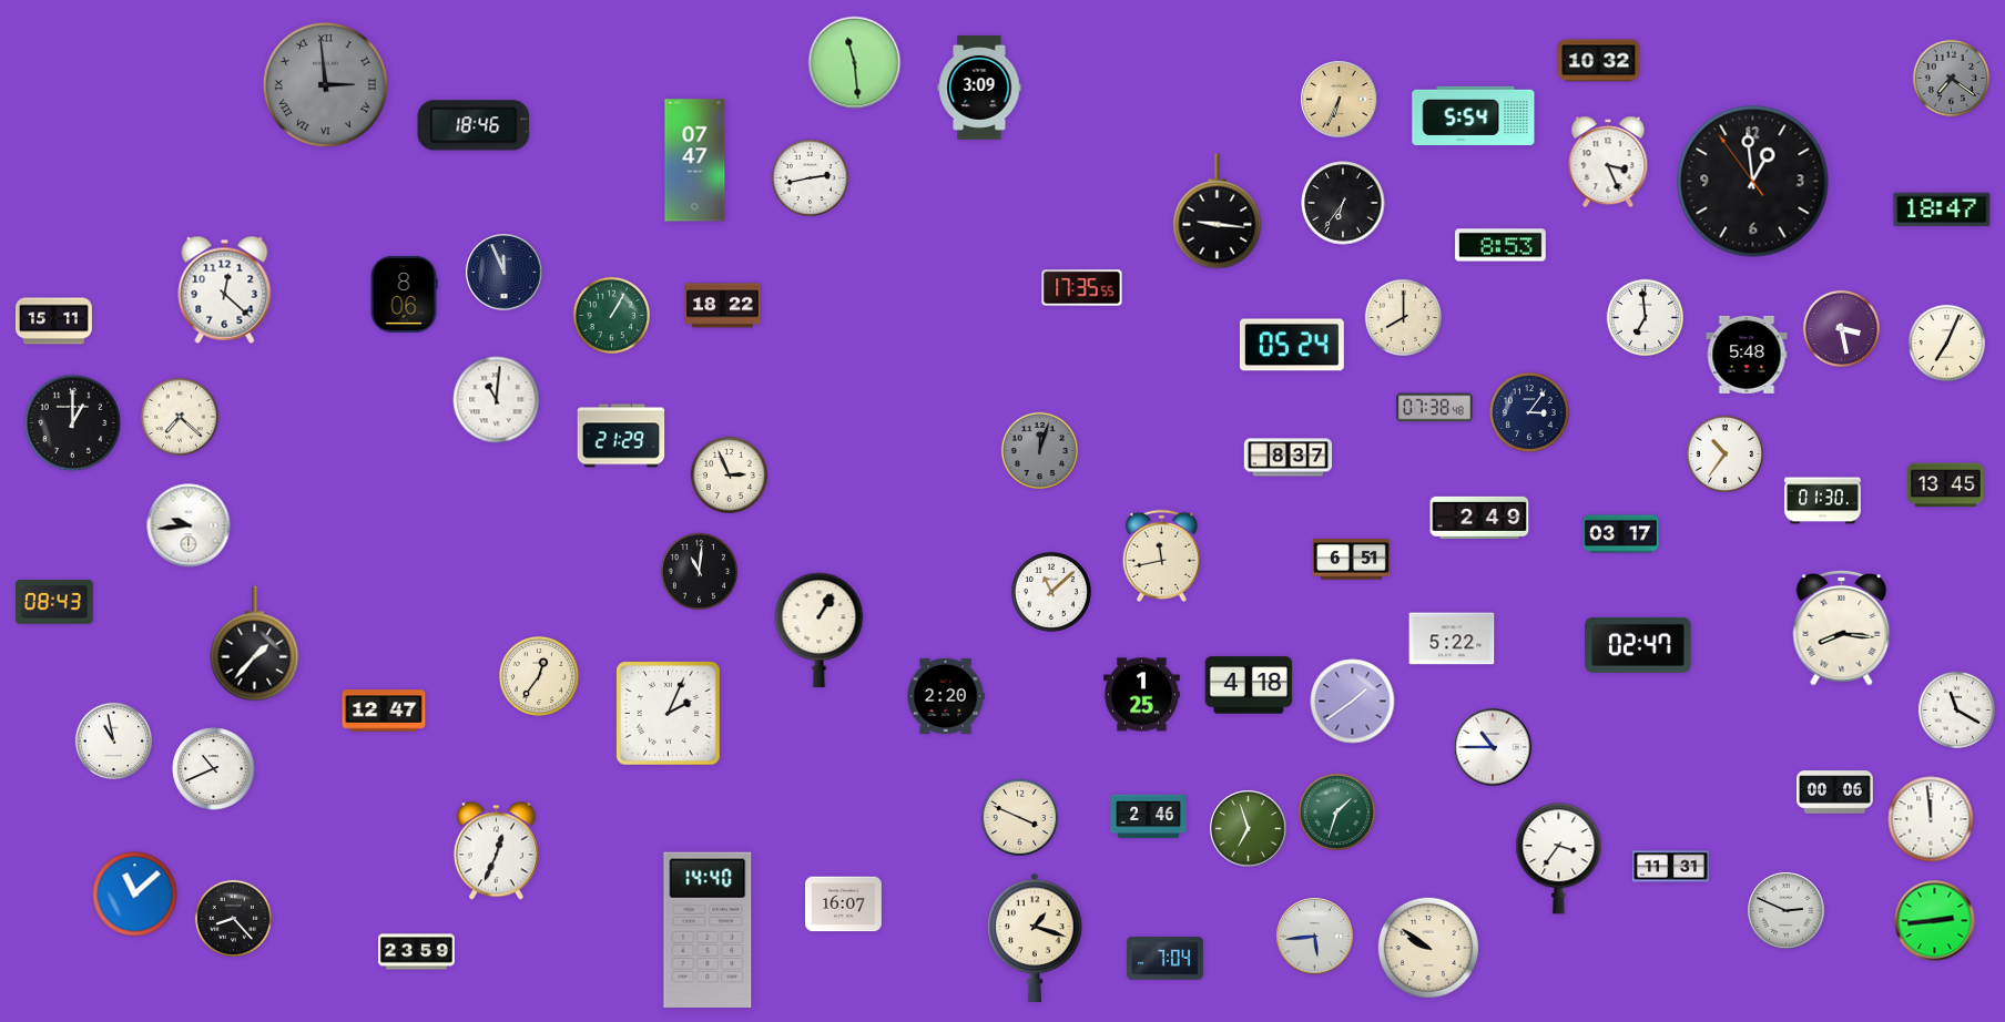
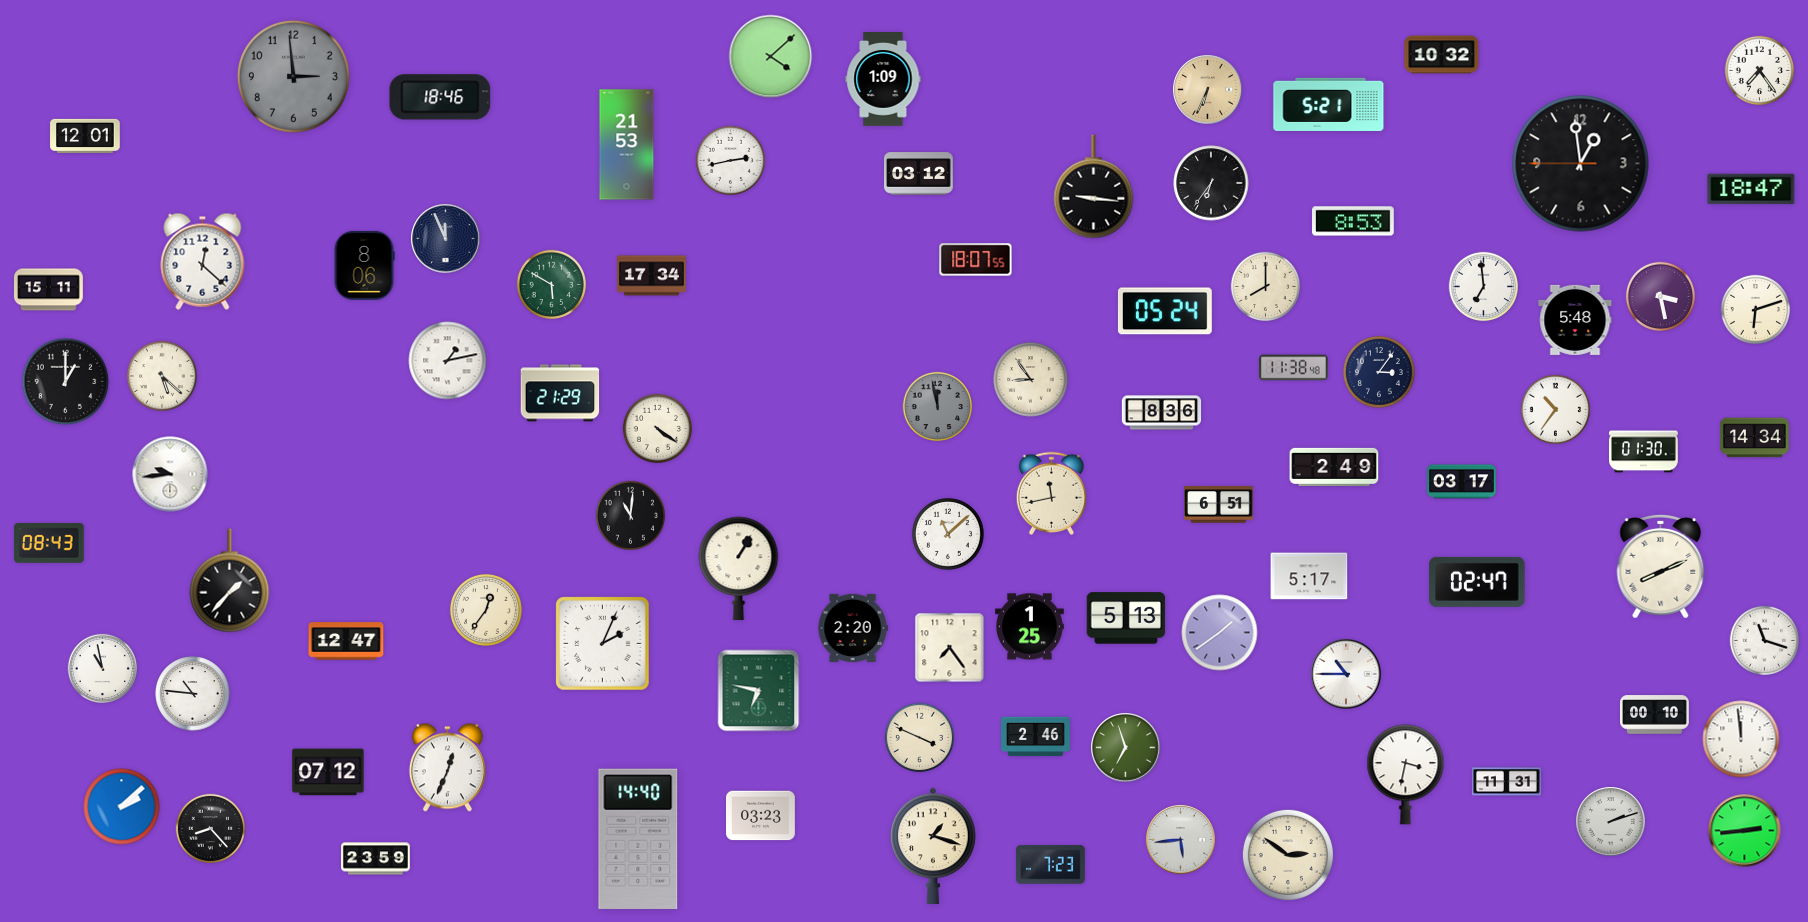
clock at (855, 63): 11:29 -> 4:08
clock at (1951, 78): 7:21 -> 7:24
clock at (1951, 78) dial: grey -> white
clock at (325, 84) numerals: Roman -> Arabic
clock at (979, 89): 3:09 -> 1:09
clock at (1474, 115): 5:54 -> 5:21
clock at (474, 125) position: (474, 125) -> (440, 97)
clock at (85, 136): none -> 12:01
clock at (695, 161): 07:47 -> 21:53
clock at (1608, 162): 3:26 -> none
clock at (1753, 182): 12:58:54 -> 12:58:45
clock at (919, 174): none -> 03:12
clock at (1218, 212) position: (1218, 212) -> (1094, 187)
clock at (505, 273) position: (505, 273) -> (446, 239)
clock at (1082, 288): 17:35 -> 18:07
clock at (723, 306): 18:22 -> 17:34
clock at (611, 315): 1:05 -> 5:50
clock at (1946, 343): 7:04 -> 6:12
clock at (497, 400): 11:01 -> 1:13
clock at (1435, 408): 07:38 -> 11:38
clock at (180, 417): 7:22 -> 5:22
clock at (1031, 380): none -> 8:54
clock at (1039, 450): 12:03 -> 11:58
clock at (1289, 458): 8:37 -> 8:36
clock at (729, 474): 2:56 -> 4:21
clock at (1946, 486): 13:45 -> 14:34
clock at (1161, 555) position: (1161, 555) -> (1051, 493)
clock at (1842, 627): 8:16 -> 8:11
clock at (1452, 638): 5:22 -> 5:17
clock at (1249, 685): 4:18 -> 5:13
clock at (1956, 709): 11:20 -> 11:18
clock at (950, 648): none -> 7:24
clock at (759, 691): none -> 6:47
clock at (214, 769): 10:41 -> 10:46
clock at (1835, 793): 00:06 -> 00:10
clock at (1336, 811): 1:33 -> none
clock at (328, 772): none -> 07:12
clock at (1559, 859): 3:36 -> 3:32
clock at (135, 895): 11:08 -> 2:08
clock at (844, 905): 16:07 -> 03:23
clock at (1787, 911): 2:49 -> 2:12
clock at (1315, 937) position: (1315, 937) -> (1181, 840)
clock at (1428, 948): 9:51 -> 2:51
clock at (1164, 959): 7:04 -> 7:23
